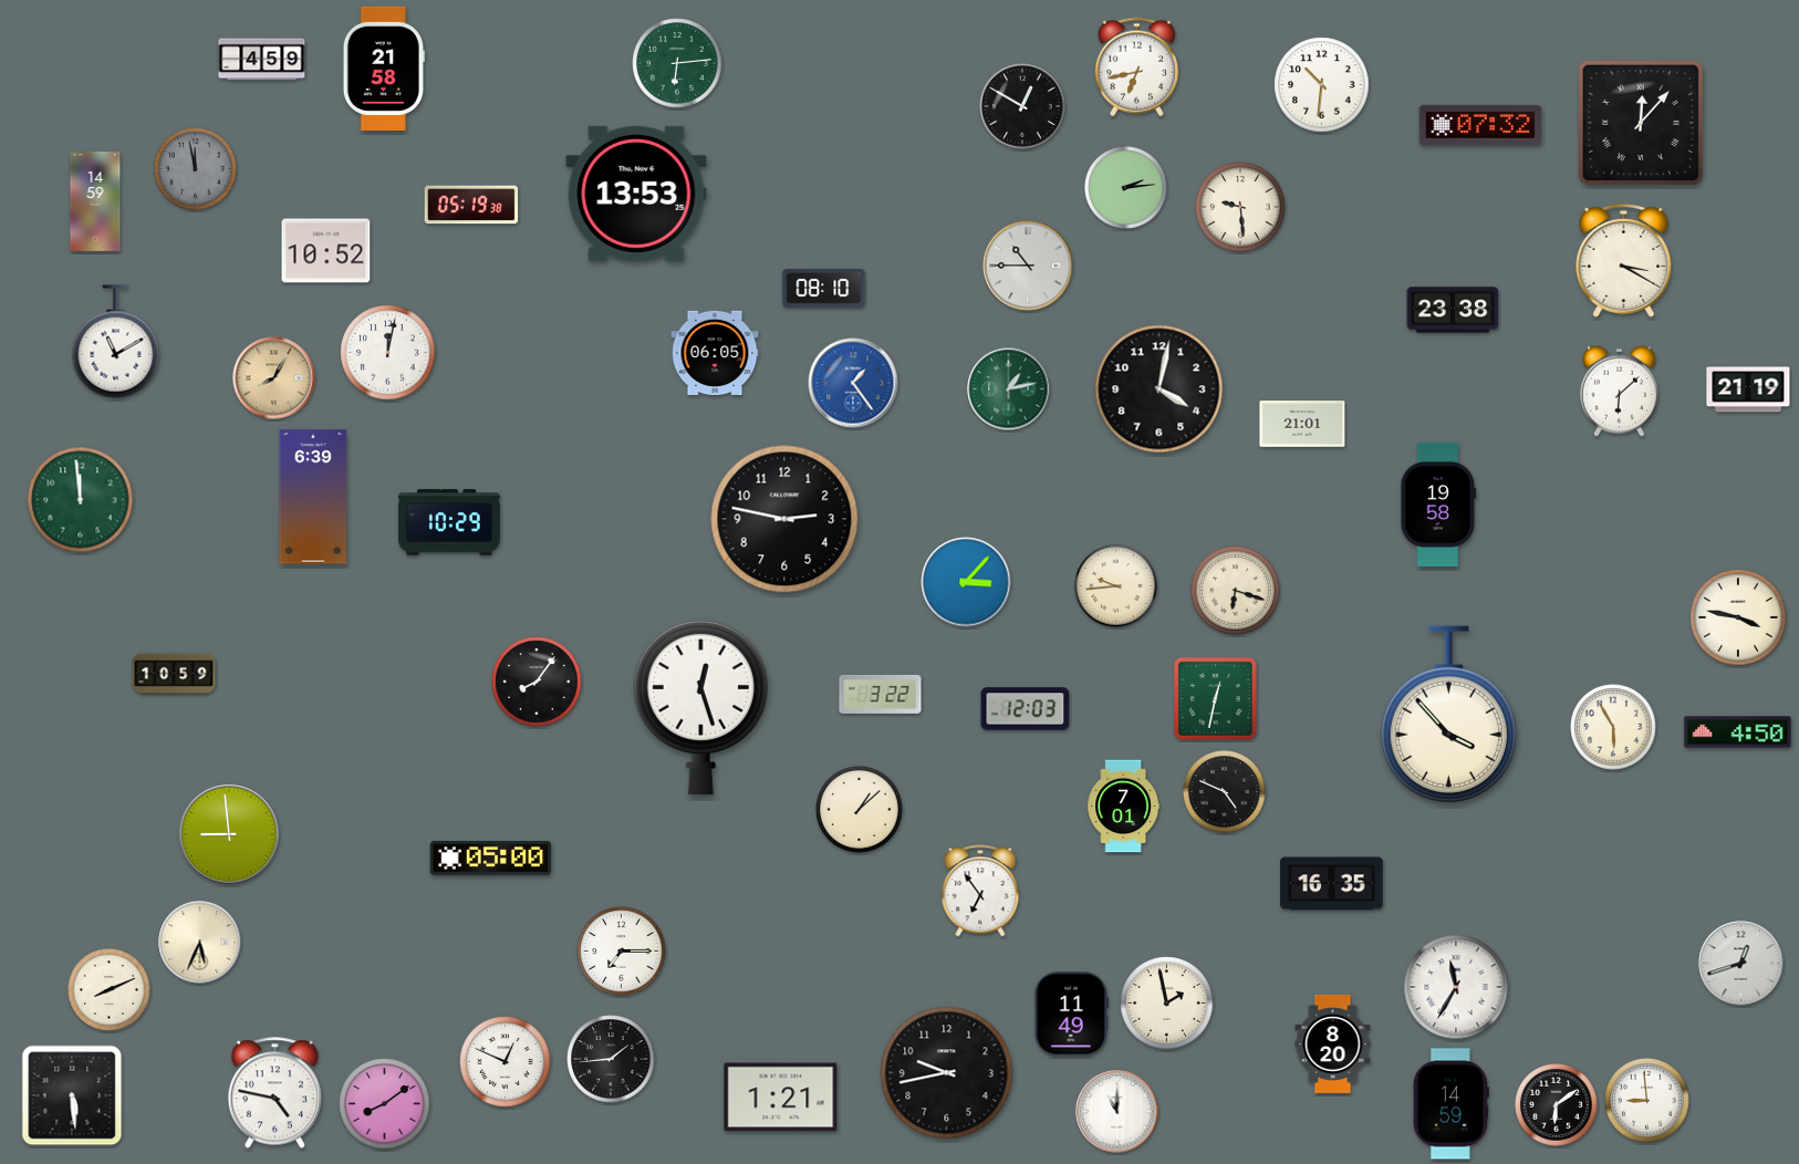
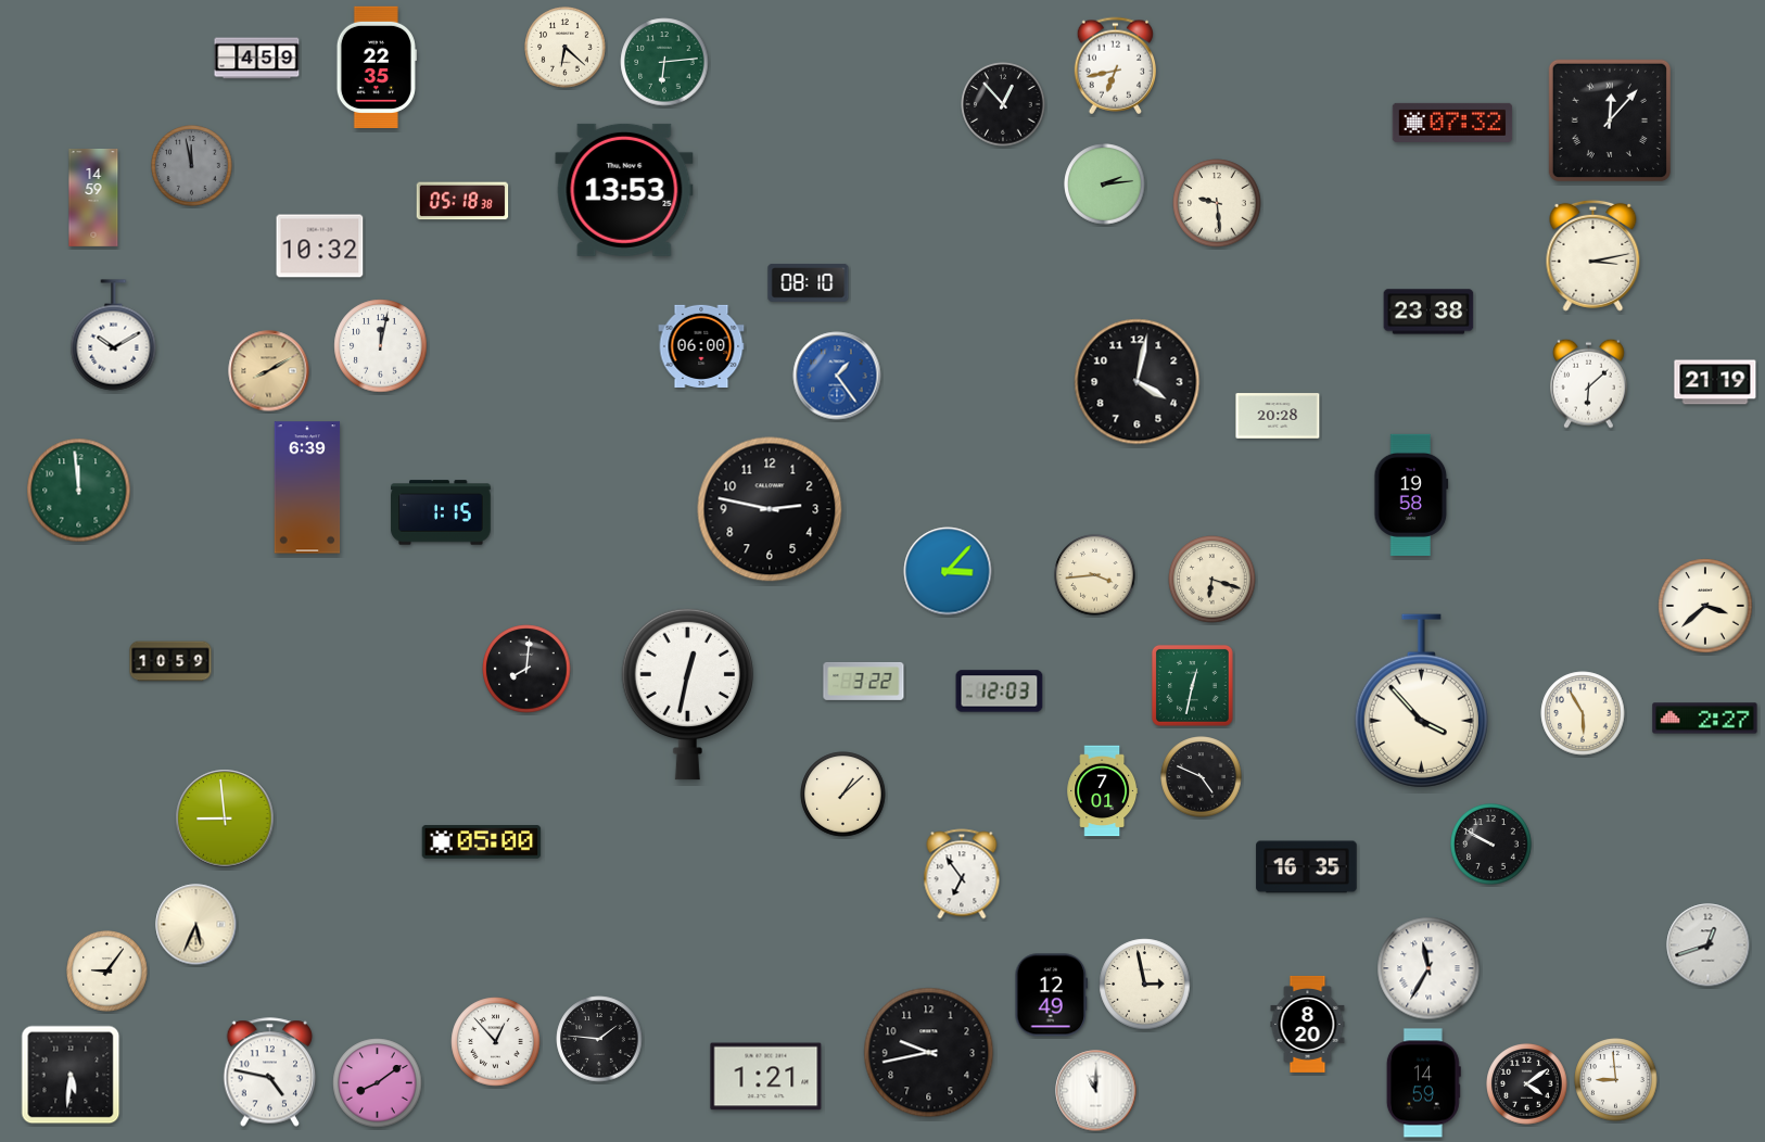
clock at (566, 48): none -> 6:22
clock at (384, 69): 21:58 -> 22:35
clock at (1322, 85): 10:31 -> none
clock at (1022, 106): 12:50 -> 12:53
clock at (471, 205): 05:19 -> 05:18
clock at (326, 251): 10:52 -> 10:32
clock at (1624, 260): 3:20 -> 3:13
clock at (1028, 266): 10:45 -> none
clock at (1453, 310) position: (1453, 310) -> (1428, 312)
clock at (116, 342): 11:10 -> 10:10
clock at (715, 352): 06:05 -> 06:00
clock at (274, 378): 8:05 -> 8:10
clock at (1009, 389): 1:13 -> none
clock at (1302, 424): 21:01 -> 20:28
clock at (449, 522): 10:29 -> 1:15
clock at (1116, 586): 9:44 -> 3:44
clock at (1738, 617): 3:47 -> 3:38
clock at (537, 682): 8:06 -> 8:01
clock at (700, 707): 12:27 -> 12:32
clock at (1026, 709) position: (1026, 709) -> (1000, 691)
clock at (1738, 732): 4:50 -> 2:27
clock at (1491, 845): none -> 9:50
clock at (622, 952): 7:15 -> none
clock at (110, 990): 8:11 -> 9:06
clock at (1167, 1004): 1:58 -> 2:58
clock at (1072, 1015): 11:49 -> 12:49
clock at (611, 1059): 1:44 -> 1:46
clock at (506, 1062): 12:49 -> 12:53
clock at (72, 1095): 5:29 -> 5:31
clock at (1557, 1105): 6:09 -> 4:09
